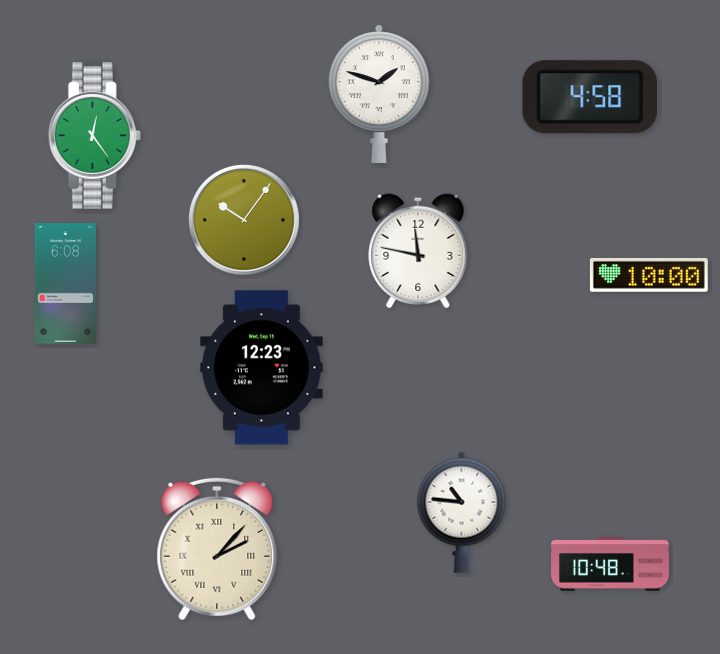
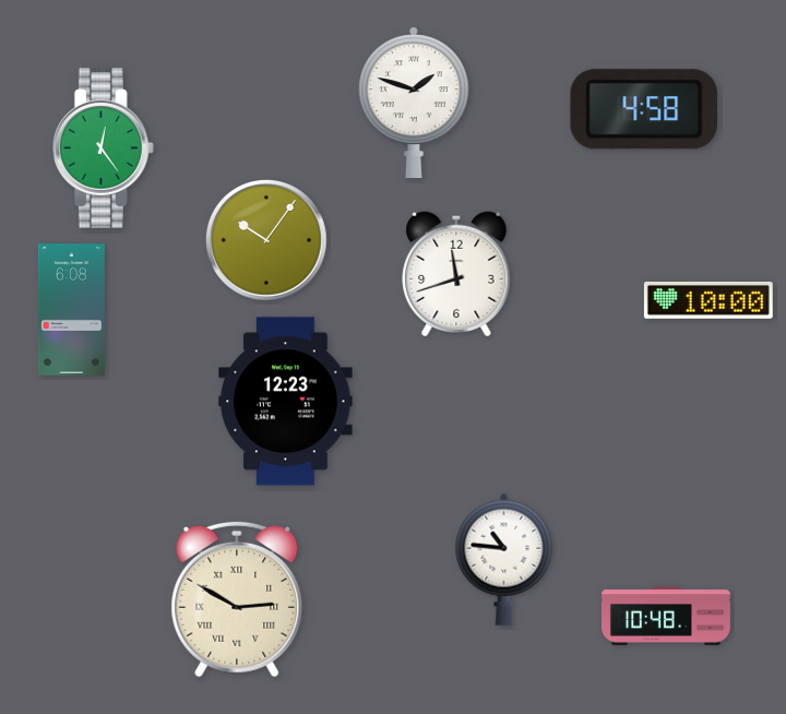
clock at (589, 97) position: (589, 97) -> (643, 109)
clock at (418, 251): 11:47 -> 11:42
clock at (217, 549): 2:07 -> 2:50
